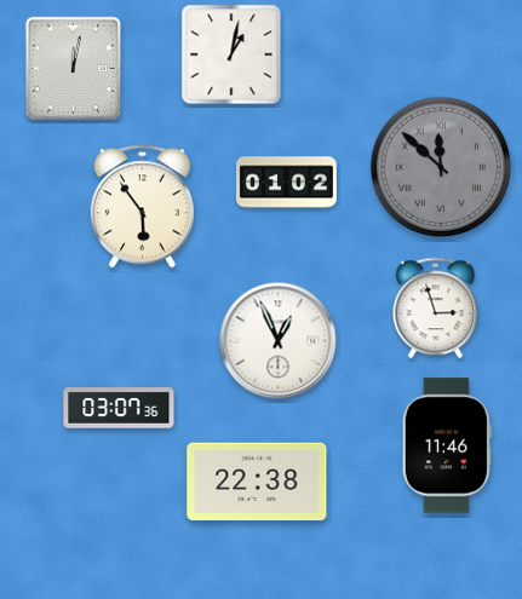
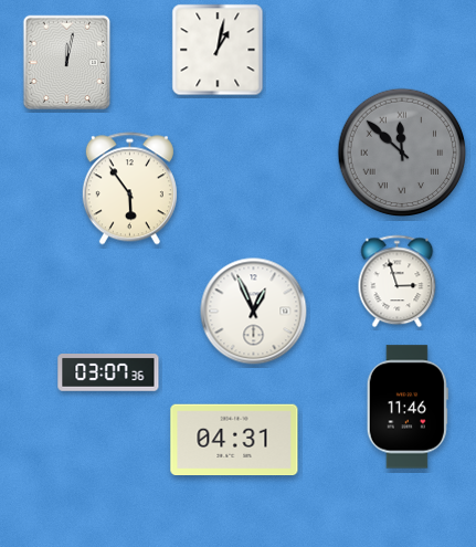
clock at (231, 54) position: (231, 54) -> (218, 50)
clock at (286, 183): 01:02 -> none
clock at (257, 482): 22:38 -> 04:31
